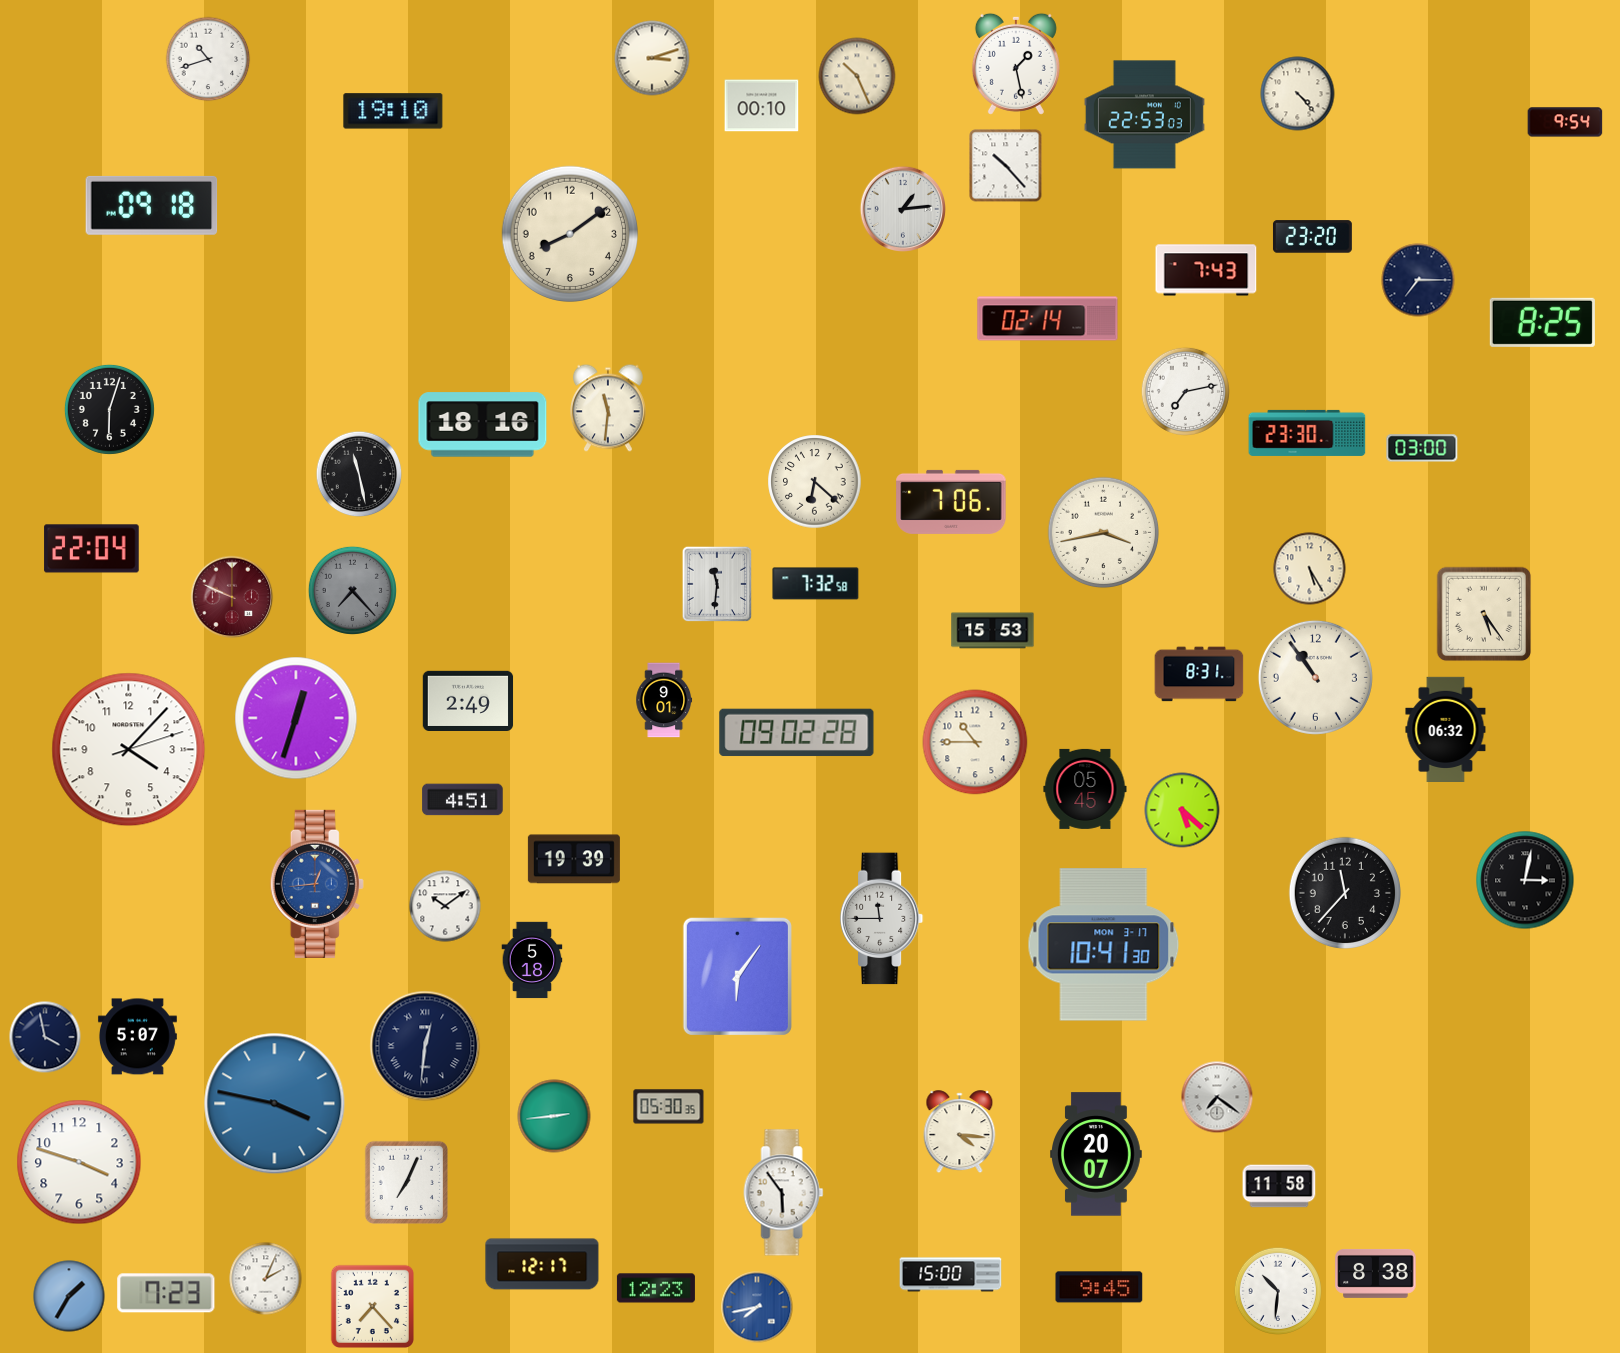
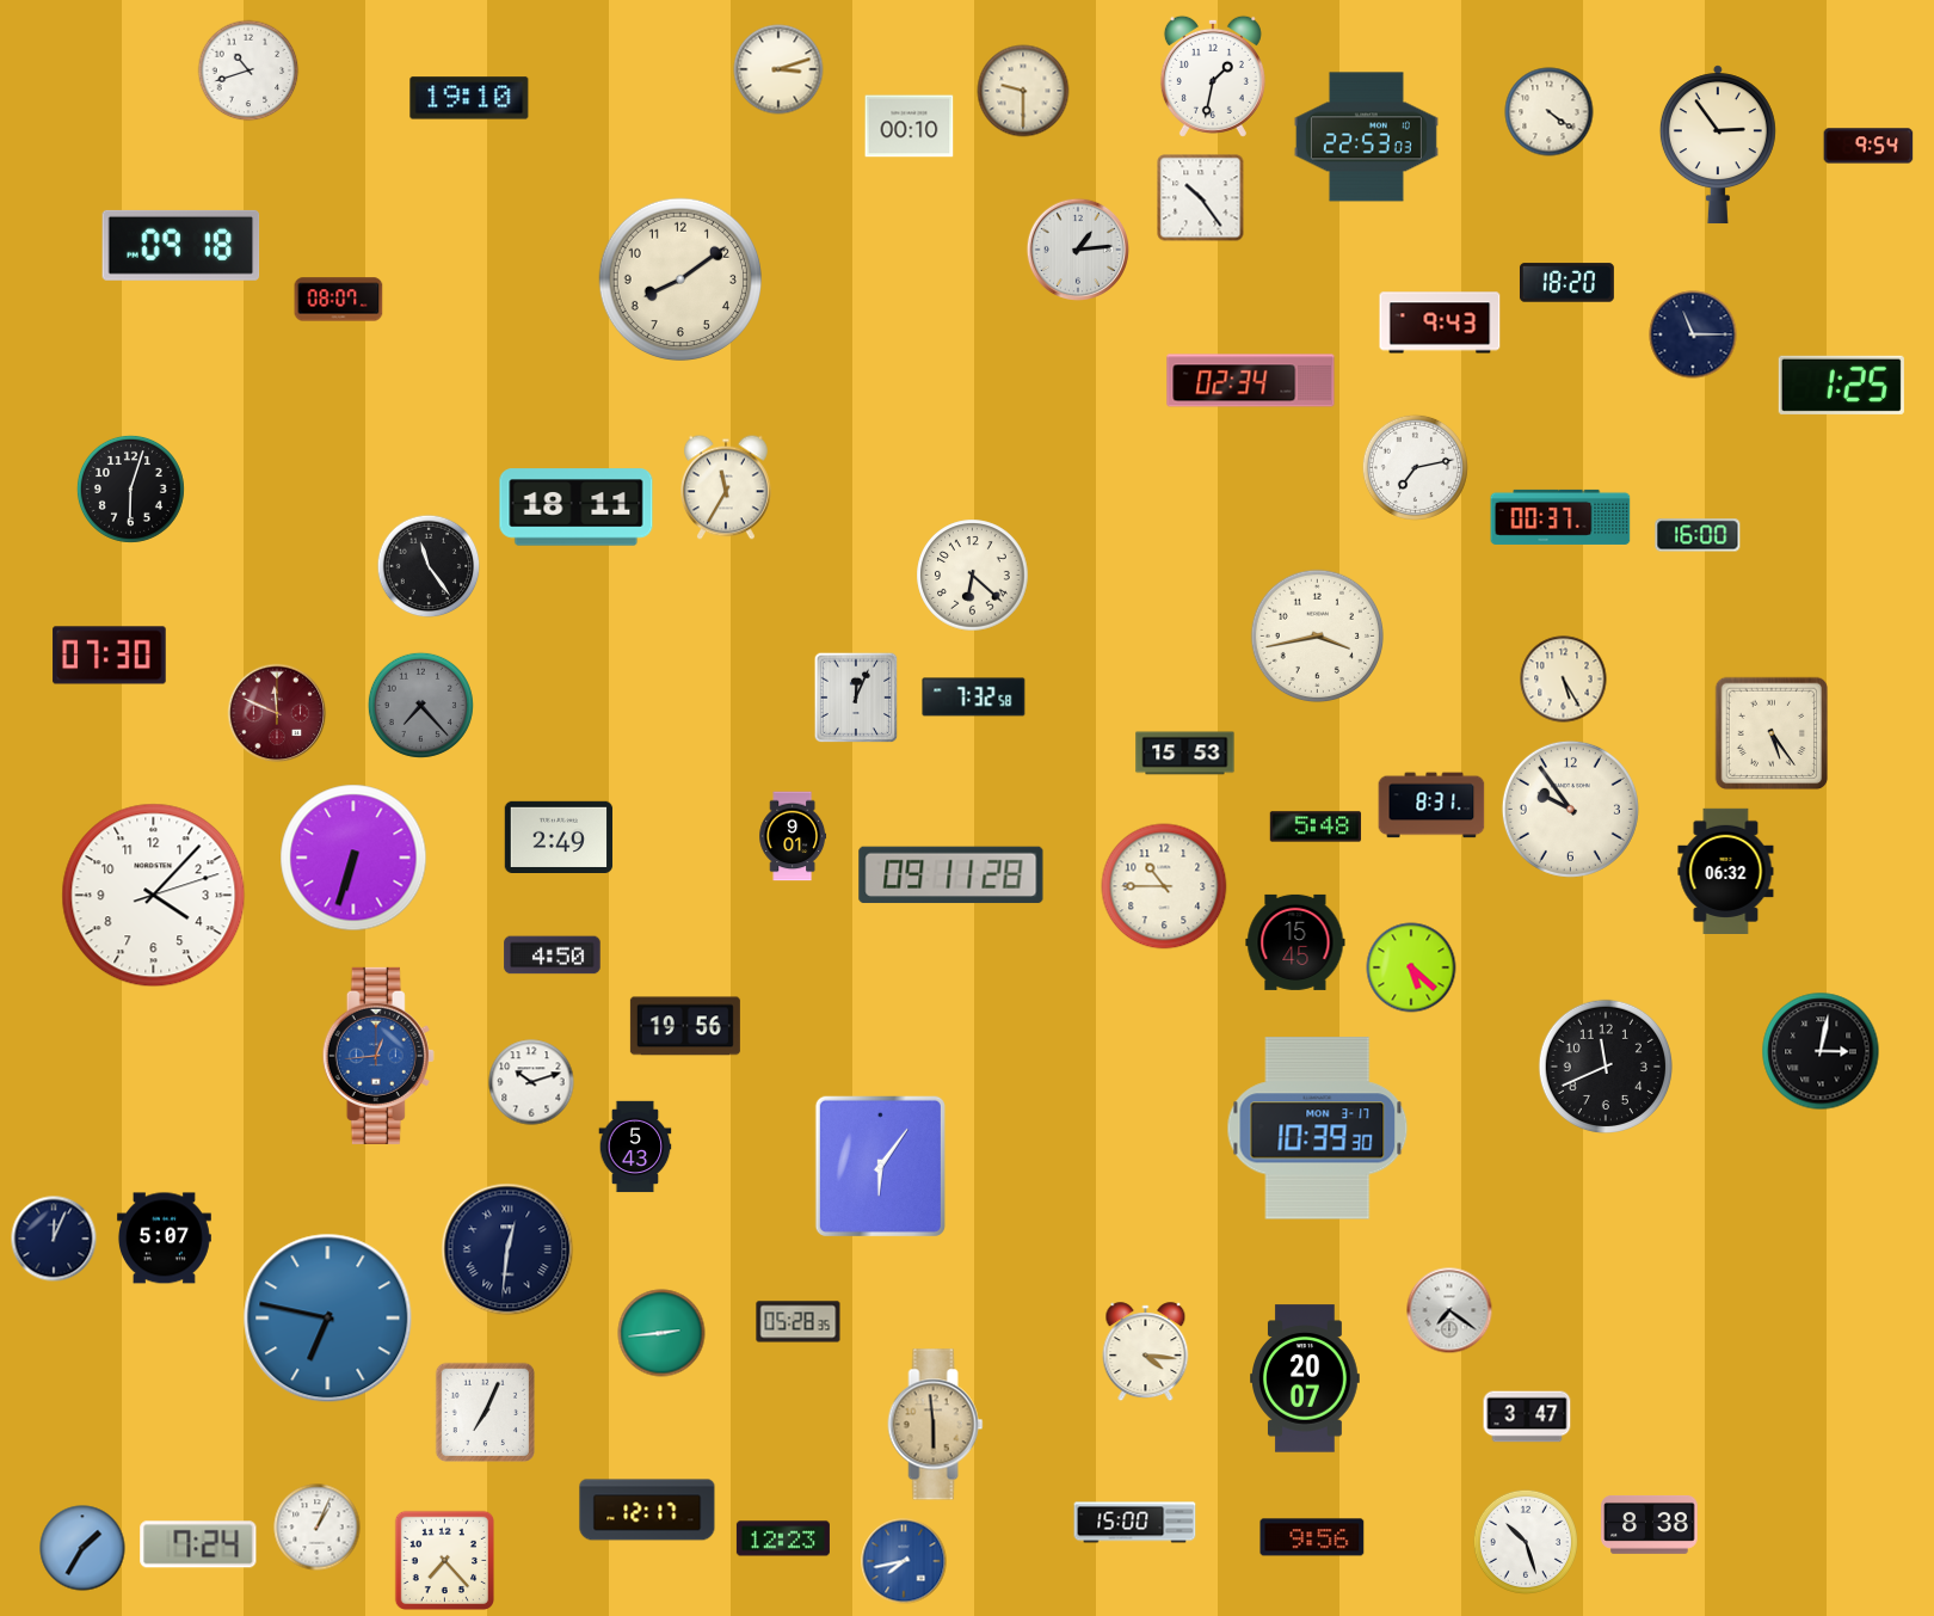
clock at (1016, 64): 1:28 -> 1:32
clock at (857, 76): 10:26 -> 9:30
clock at (1298, 94): 4:23 -> 4:21
clock at (393, 111) position: (393, 111) -> (469, 98)
clock at (1718, 145): none -> 2:54
clock at (1006, 166): 10:23 -> 10:24
clock at (1312, 237): 23:20 -> 18:20
clock at (339, 300): none -> 08:07
clock at (1206, 270): 7:43 -> 9:43
clock at (1418, 280): 7:15 -> 11:15
clock at (1048, 319): 02:14 -> 02:34
clock at (1542, 322): 8:25 -> 1:25
clock at (608, 408): 11:31 -> 11:35
clock at (483, 425): 18:16 -> 18:11
clock at (1307, 433): 23:30 -> 00:37
clock at (1422, 448): 03:00 -> 16:00
clock at (359, 474): 11:28 -> 11:24
clock at (951, 502): 7:06 -> none
clock at (92, 549): 22:04 -> 07:30
clock at (717, 584): 11:31 -> 12:04
clock at (232, 597): 9:49 -> 11:49
clock at (1315, 677): 10:54 -> 9:54
clock at (1316, 827): none -> 5:48
clock at (296, 718): 12:33 -> 6:33
clock at (797, 733): 09:02 -> 09:11
clock at (1085, 789): 05:45 -> 15:45
clock at (463, 800): 4:51 -> 4:50
clock at (574, 859): 19:39 -> 19:56
clock at (1344, 892): 11:37 -> 11:41
clock at (445, 906): 10:09 -> 10:12
clock at (882, 919): 11:45 -> none
clock at (1104, 945): 10:41 -> 10:39
clock at (532, 960): 5:18 -> 5:43
clock at (45, 1037): 3:58 -> 12:04
clock at (1217, 1097) position: (1217, 1097) -> (1449, 1310)
clock at (275, 1104): 3:47 -> 6:47
clock at (669, 1107): 05:30 -> 05:28
clock at (1096, 1154) position: (1096, 1154) -> (1305, 1378)
clock at (79, 1162): 3:48 -> none
clock at (1279, 1186): 11:58 -> 3:47
clock at (784, 1193): 5:54 -> 5:59
clock at (784, 1193) dial: white -> champagne
clock at (1376, 1273) position: (1376, 1273) -> (1650, 1524)
clock at (266, 1279): 2:04 -> 1:04
clock at (1099, 1287): 9:45 -> 9:56
clock at (1277, 1290): 10:31 -> 10:27
clock at (166, 1293): 7:23 -> 7:24
